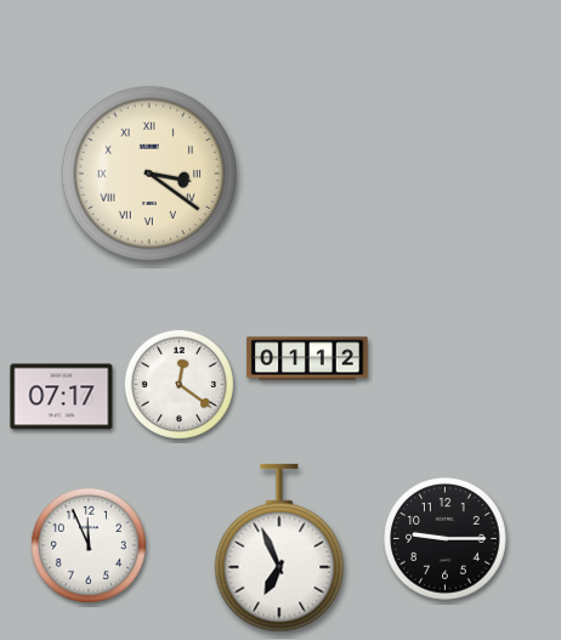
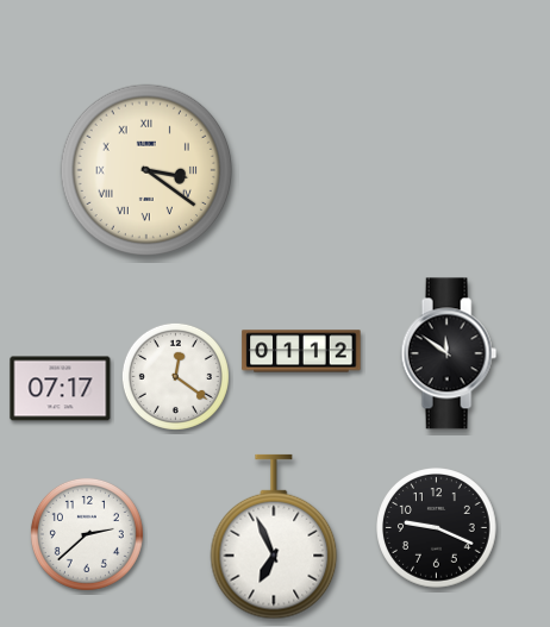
clock at (449, 353): none -> 11:51
clock at (446, 539): 9:15 -> 9:19
clock at (89, 545): 11:56 -> 2:38
